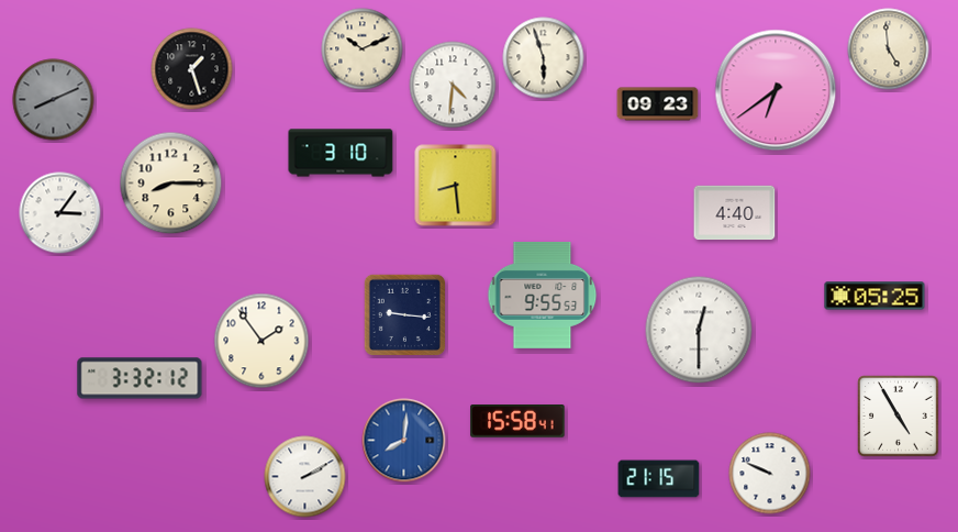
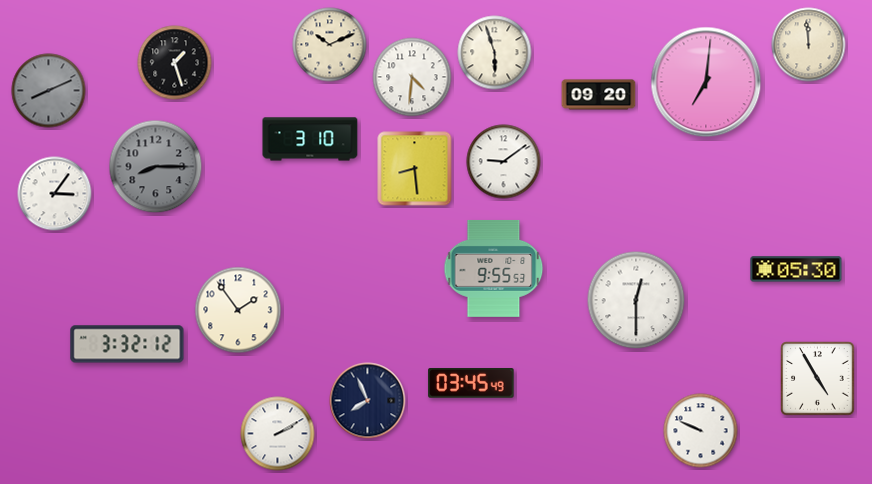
clock at (889, 49): 4:59 -> 11:59
clock at (776, 90): 6:39 -> 7:01
clock at (658, 104): 09:23 -> 09:20
clock at (504, 162): none -> 9:09
clock at (171, 184) dial: cream -> grey
clock at (735, 213): 4:40 -> none
clock at (875, 296): 05:25 -> 05:30
clock at (404, 314): 9:16 -> none
clock at (517, 422): 15:58 -> 03:45
clock at (404, 441): 8:01 -> 7:56
clock at (404, 441) dial: blue -> navy
clock at (659, 479): 21:15 -> none
